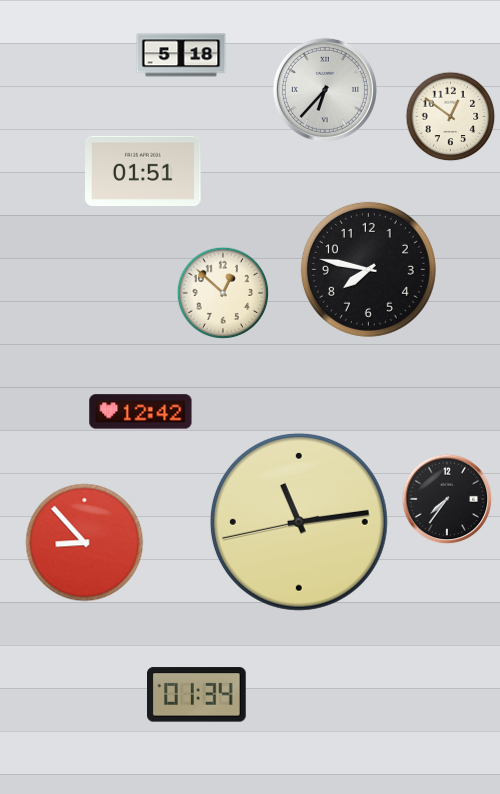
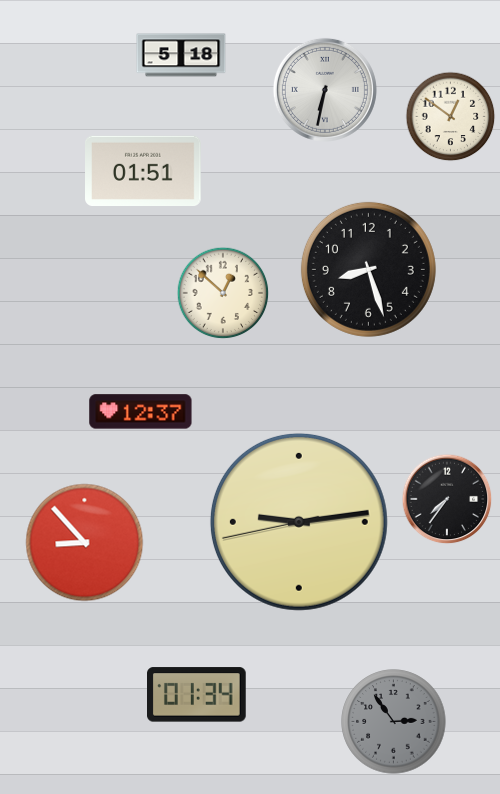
clock at (325, 90): 6:37 -> 6:32
clock at (368, 269): 7:47 -> 8:27
clock at (141, 412): 12:42 -> 12:37
clock at (299, 522): 11:13 -> 9:13
clock at (394, 722): none -> 2:54
